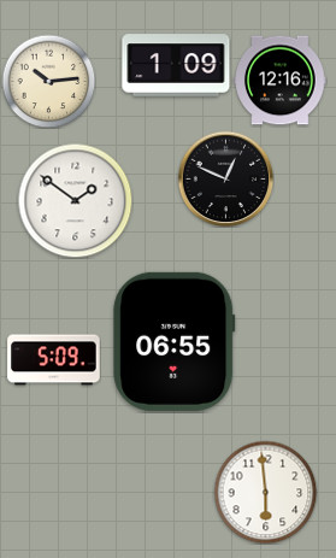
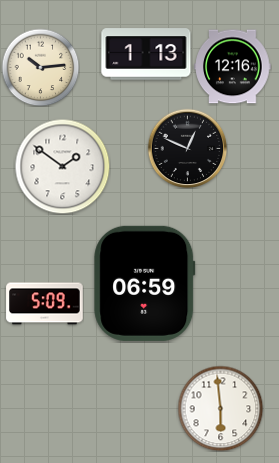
clock at (176, 65): 1:09 -> 1:13
clock at (175, 341): 06:55 -> 06:59
clock at (54, 360) position: (54, 360) -> (45, 304)
